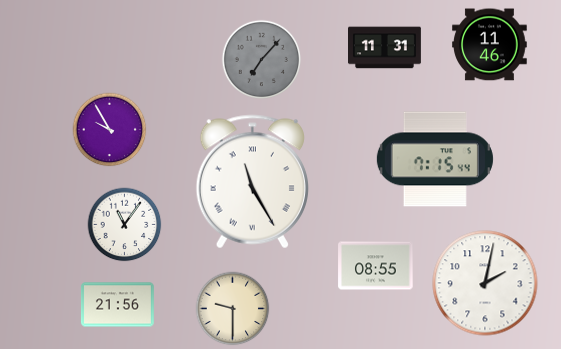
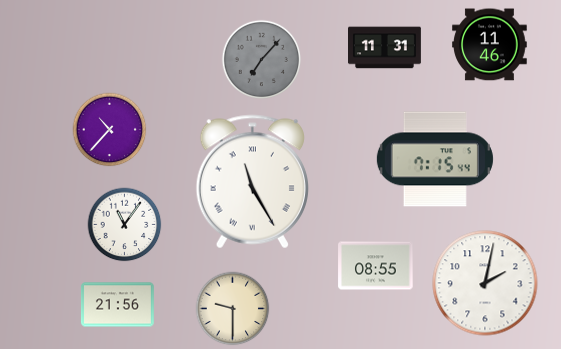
clock at (110, 130): 9:55 -> 10:37
